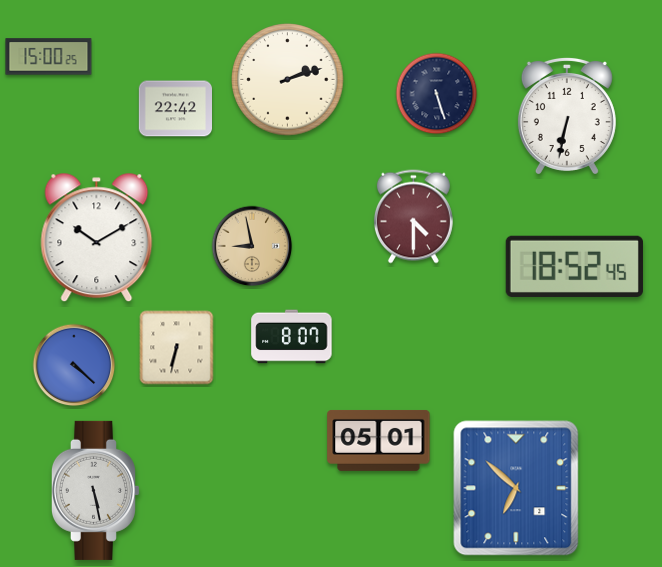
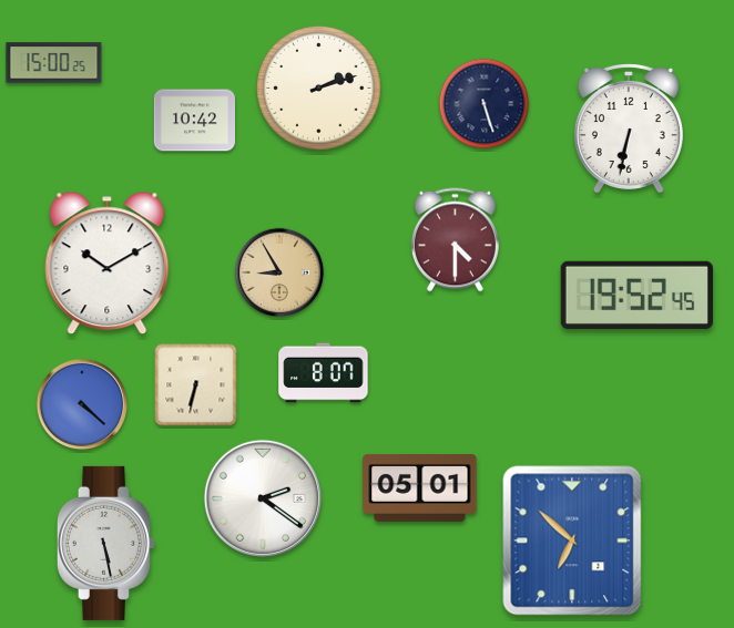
clock at (175, 109): 22:42 -> 10:42
clock at (413, 217) position: (413, 217) -> (455, 240)
clock at (252, 246): 8:58 -> 8:55
clock at (574, 266): 18:52 -> 19:52
clock at (263, 498): none -> 2:21
